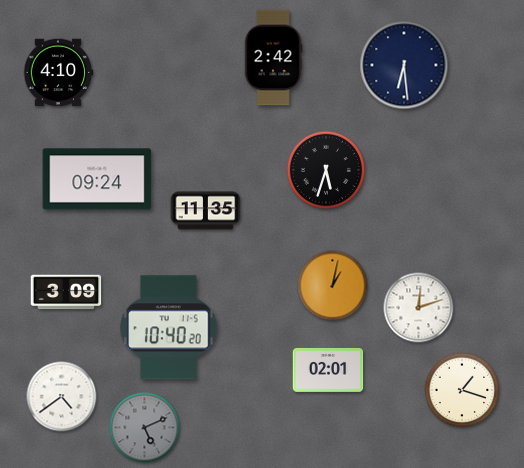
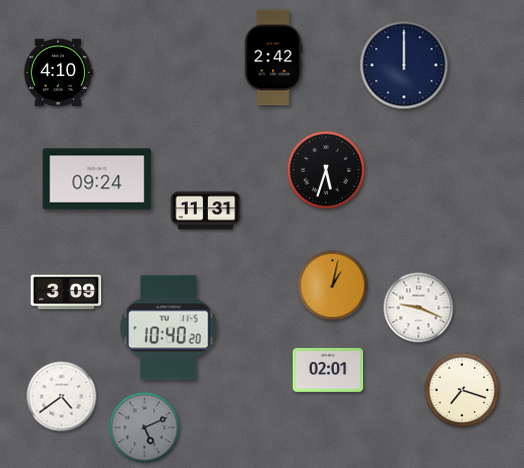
clock at (404, 65): 6:29 -> 12:00
clock at (206, 211): 11:35 -> 11:31
clock at (419, 308): 12:12 -> 9:19
clock at (462, 390): 1:18 -> 7:18
